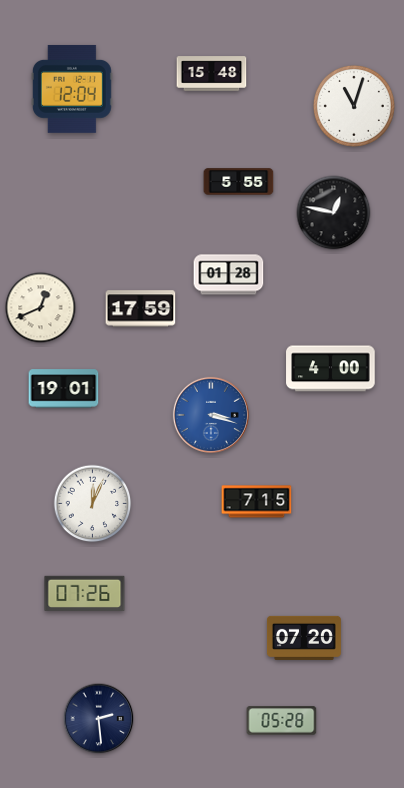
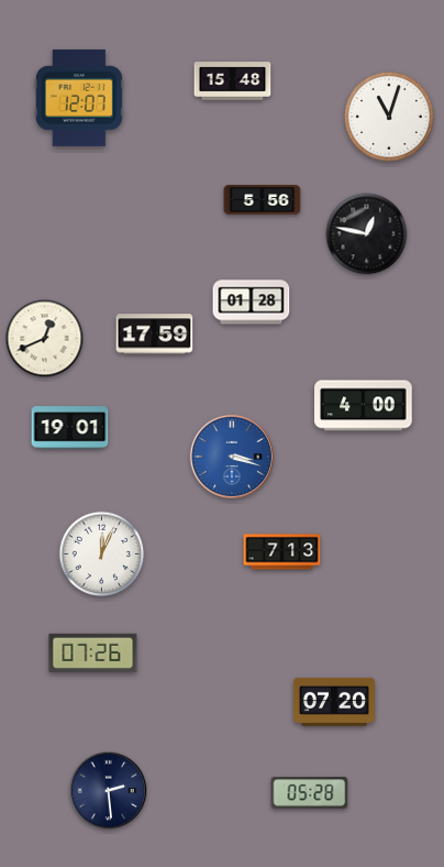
clock at (72, 89): 12:04 -> 12:07
clock at (239, 182): 5:55 -> 5:56
clock at (141, 309) position: (141, 309) -> (155, 334)
clock at (257, 502): 7:15 -> 7:13
